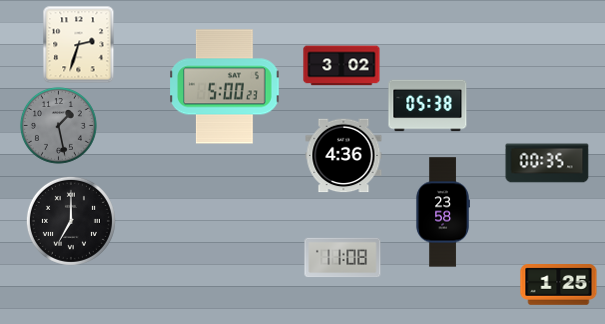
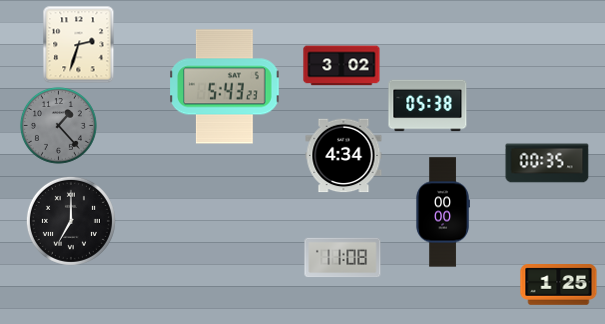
clock at (225, 87): 5:00 -> 5:43
clock at (58, 125): 1:28 -> 1:23
clock at (344, 156): 4:36 -> 4:34
clock at (443, 212): 23:58 -> 00:00
